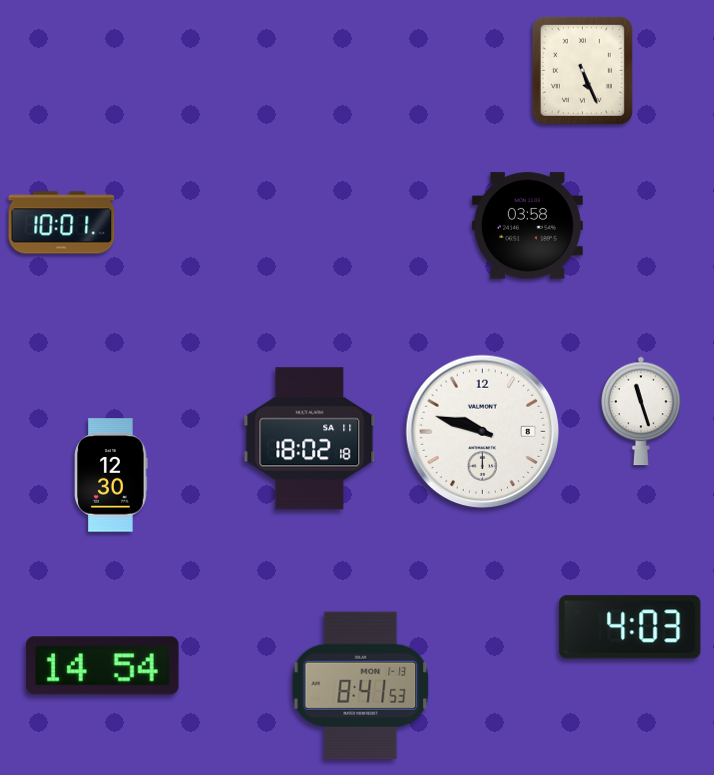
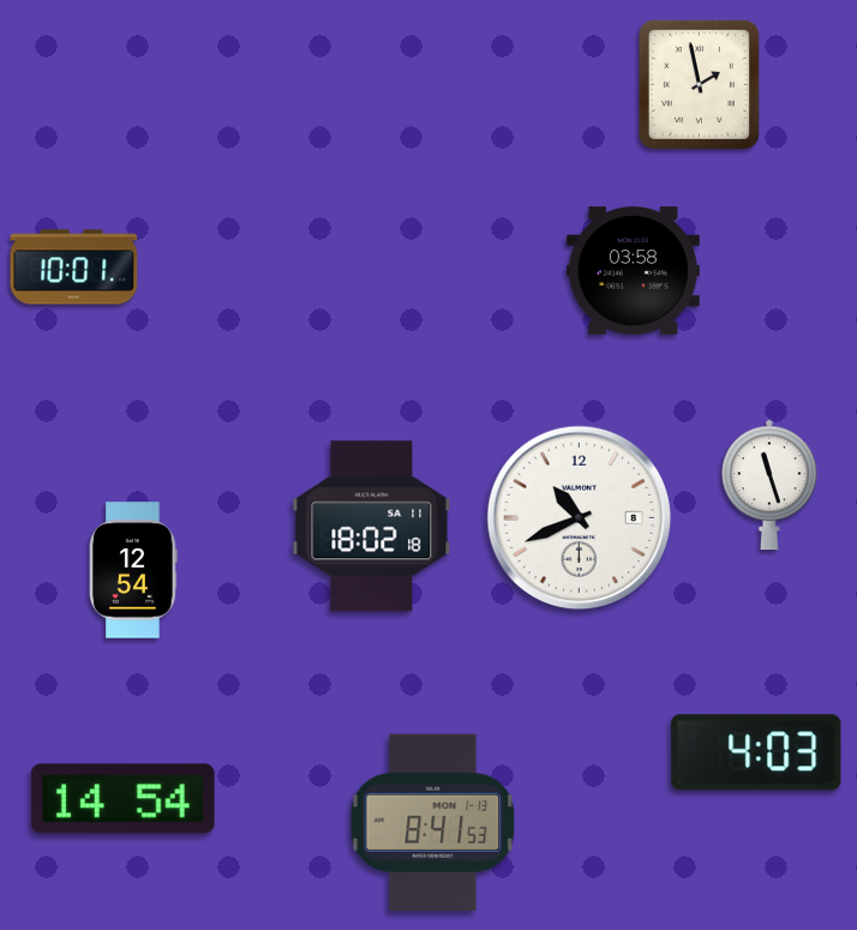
clock at (582, 70): 5:26 -> 1:58
clock at (641, 411) position: (641, 411) -> (769, 485)
clock at (483, 432): 9:48 -> 10:41
clock at (111, 475): 12:30 -> 12:54
